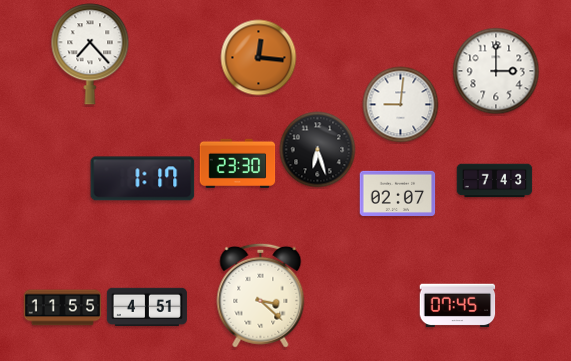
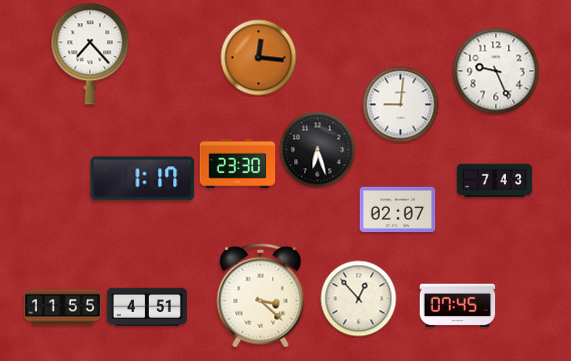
clock at (496, 71): 3:00 -> 9:26
clock at (398, 193) position: (398, 193) -> (398, 209)
clock at (359, 299): none -> 12:53
